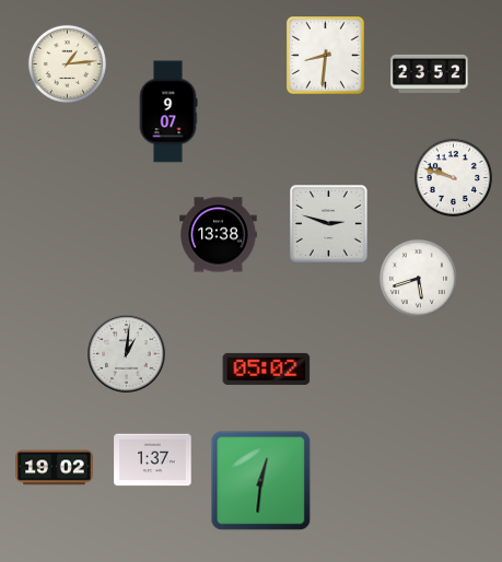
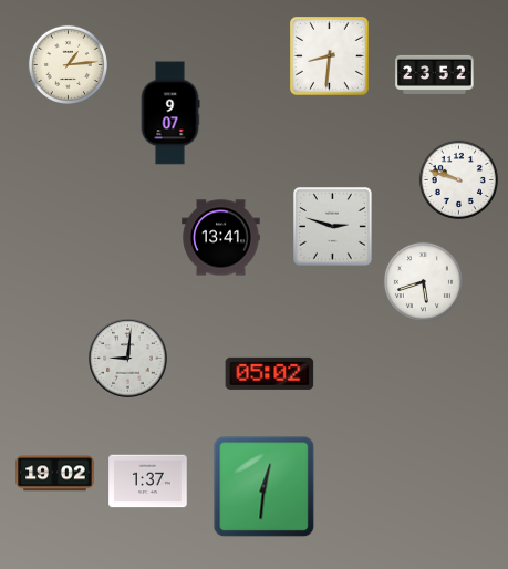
clock at (219, 235): 13:38 -> 13:41
clock at (127, 354): 1:01 -> 9:01
clock at (153, 460) position: (153, 460) -> (148, 482)
